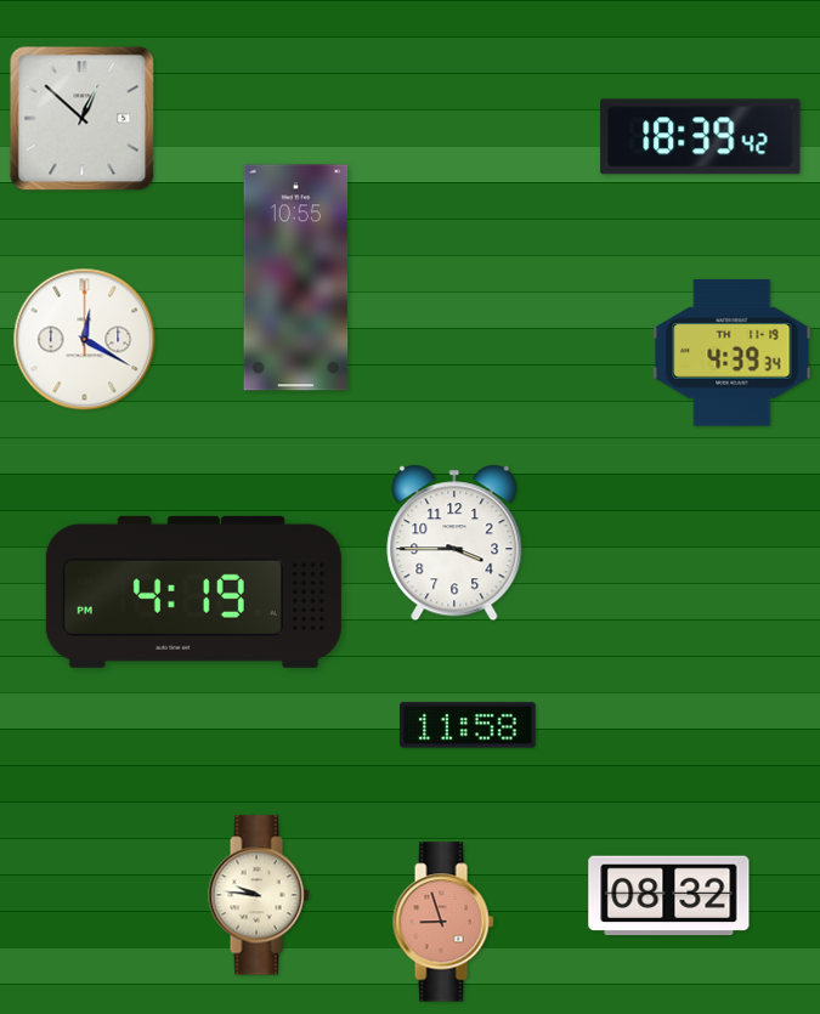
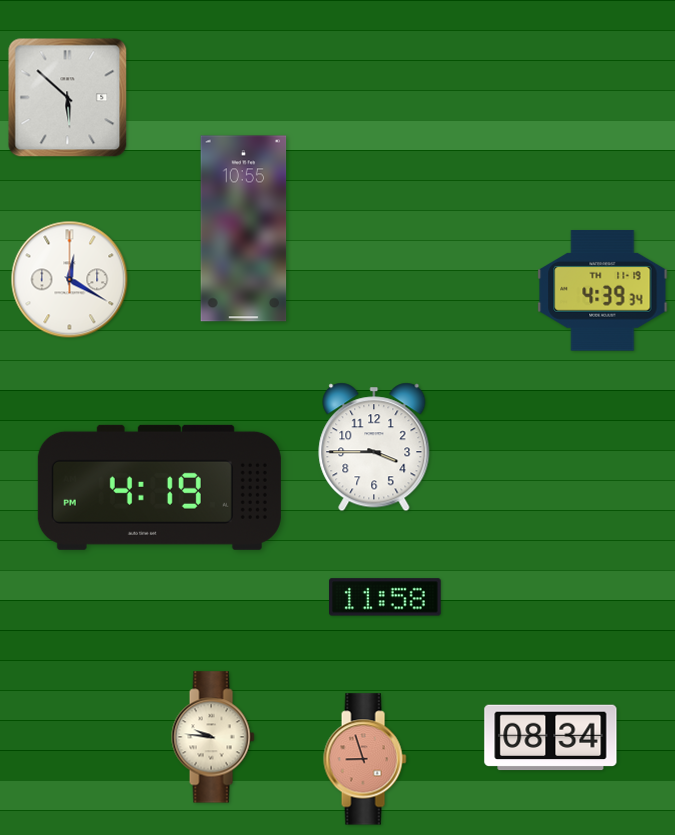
clock at (83, 119): 12:52 -> 5:52
clock at (701, 137): 18:39 -> none
clock at (669, 896): 08:32 -> 08:34
